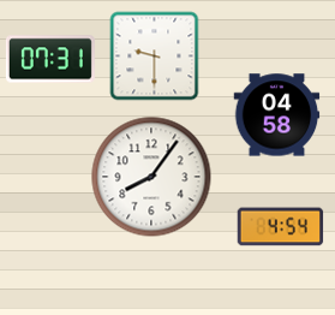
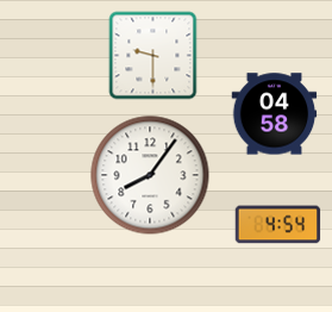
clock at (50, 59): 07:31 -> none
